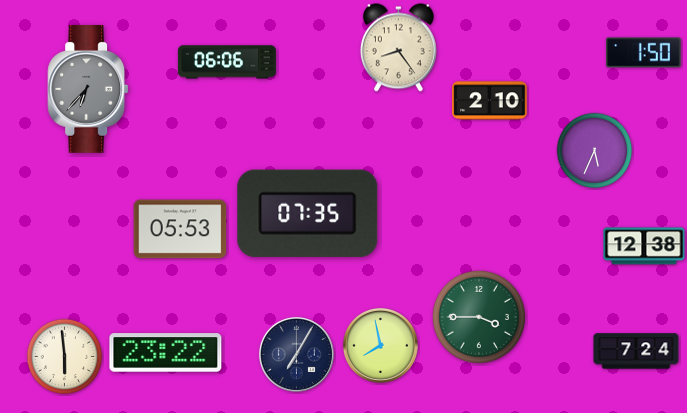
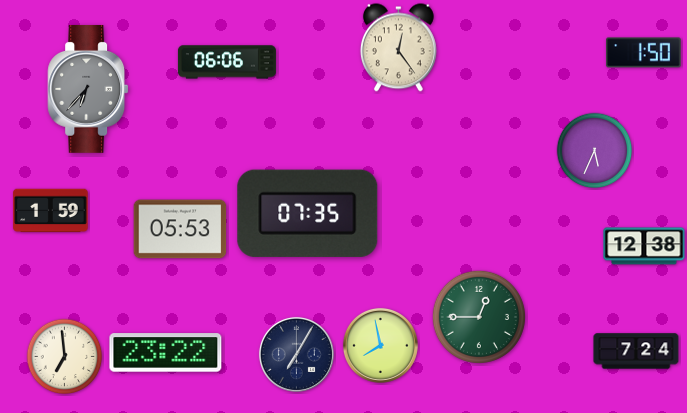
clock at (398, 48): 8:24 -> 12:24
clock at (490, 101): 2:10 -> none
clock at (51, 211): none -> 1:59
clock at (479, 317): 3:45 -> 12:45
clock at (65, 357): 5:59 -> 6:59
